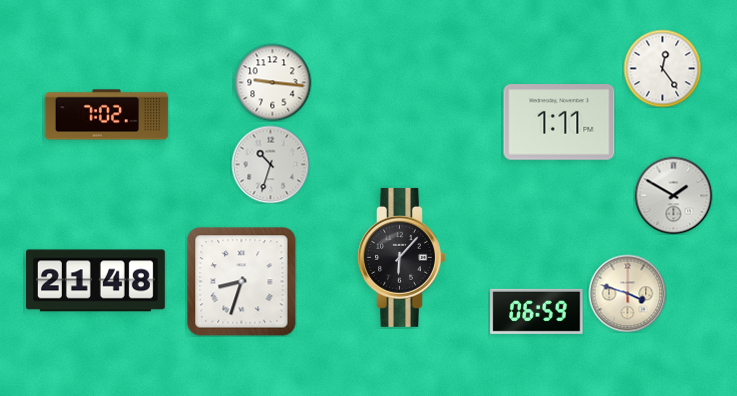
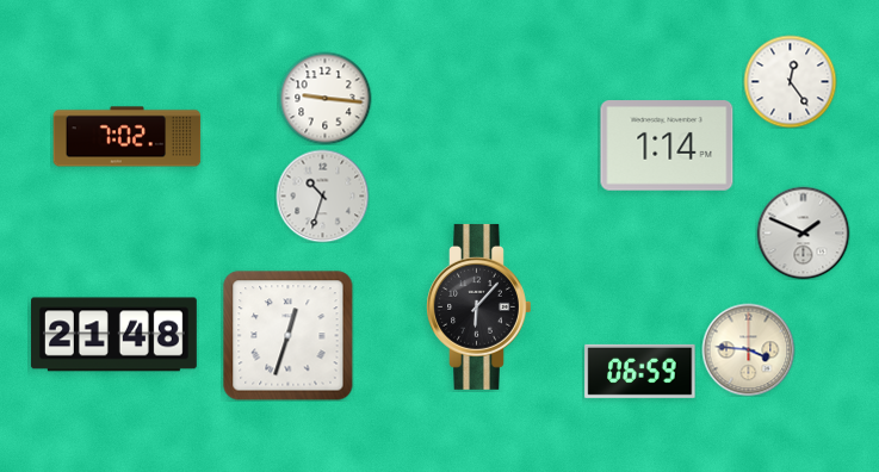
clock at (559, 122): 1:11 -> 1:14
clock at (673, 195): 1:50 -> 1:49
clock at (242, 282): 8:33 -> 12:33
clock at (627, 293): 3:48 -> 3:46
